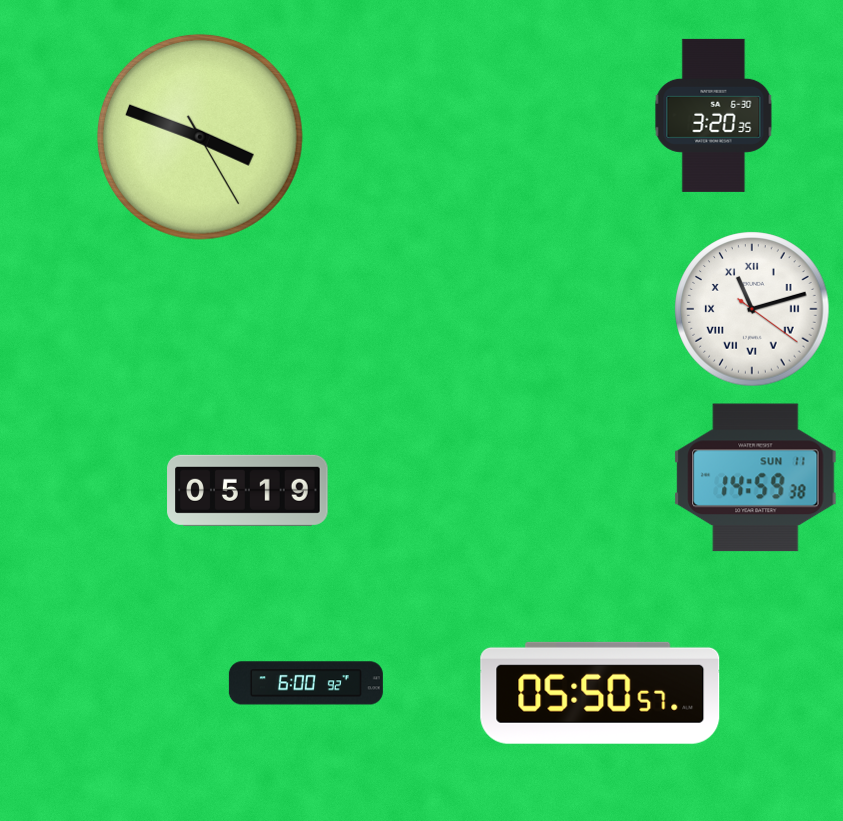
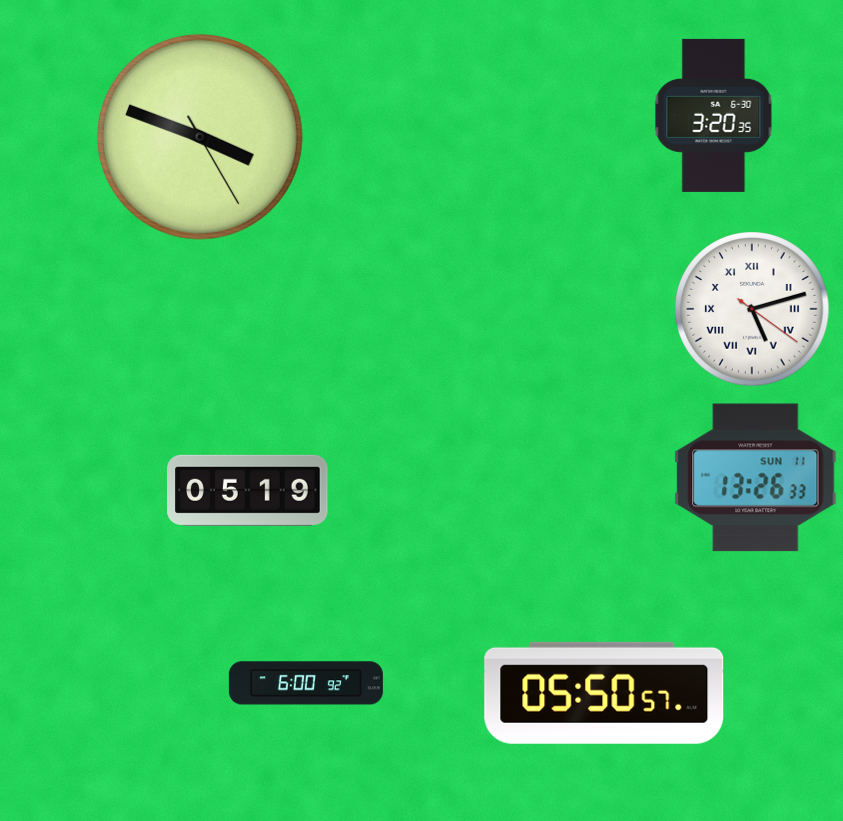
clock at (752, 309): 11:12 -> 5:12
clock at (756, 478): 14:59 -> 13:26
clock at (600, 693) position: (600, 693) -> (604, 693)
